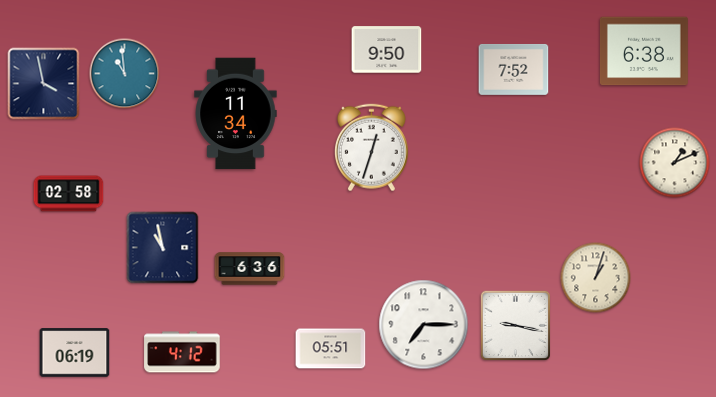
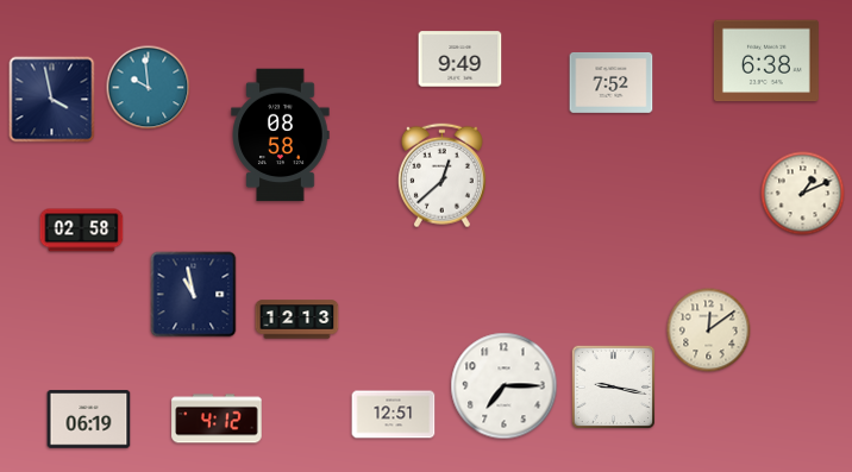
clock at (387, 50): 9:50 -> 9:49
clock at (125, 74): 10:59 -> 9:59
clock at (236, 114): 11:34 -> 08:58
clock at (371, 148): 12:33 -> 12:38
clock at (250, 269): 6:36 -> 12:13
clock at (596, 278): 1:03 -> 12:09
clock at (331, 349): 05:51 -> 12:51
